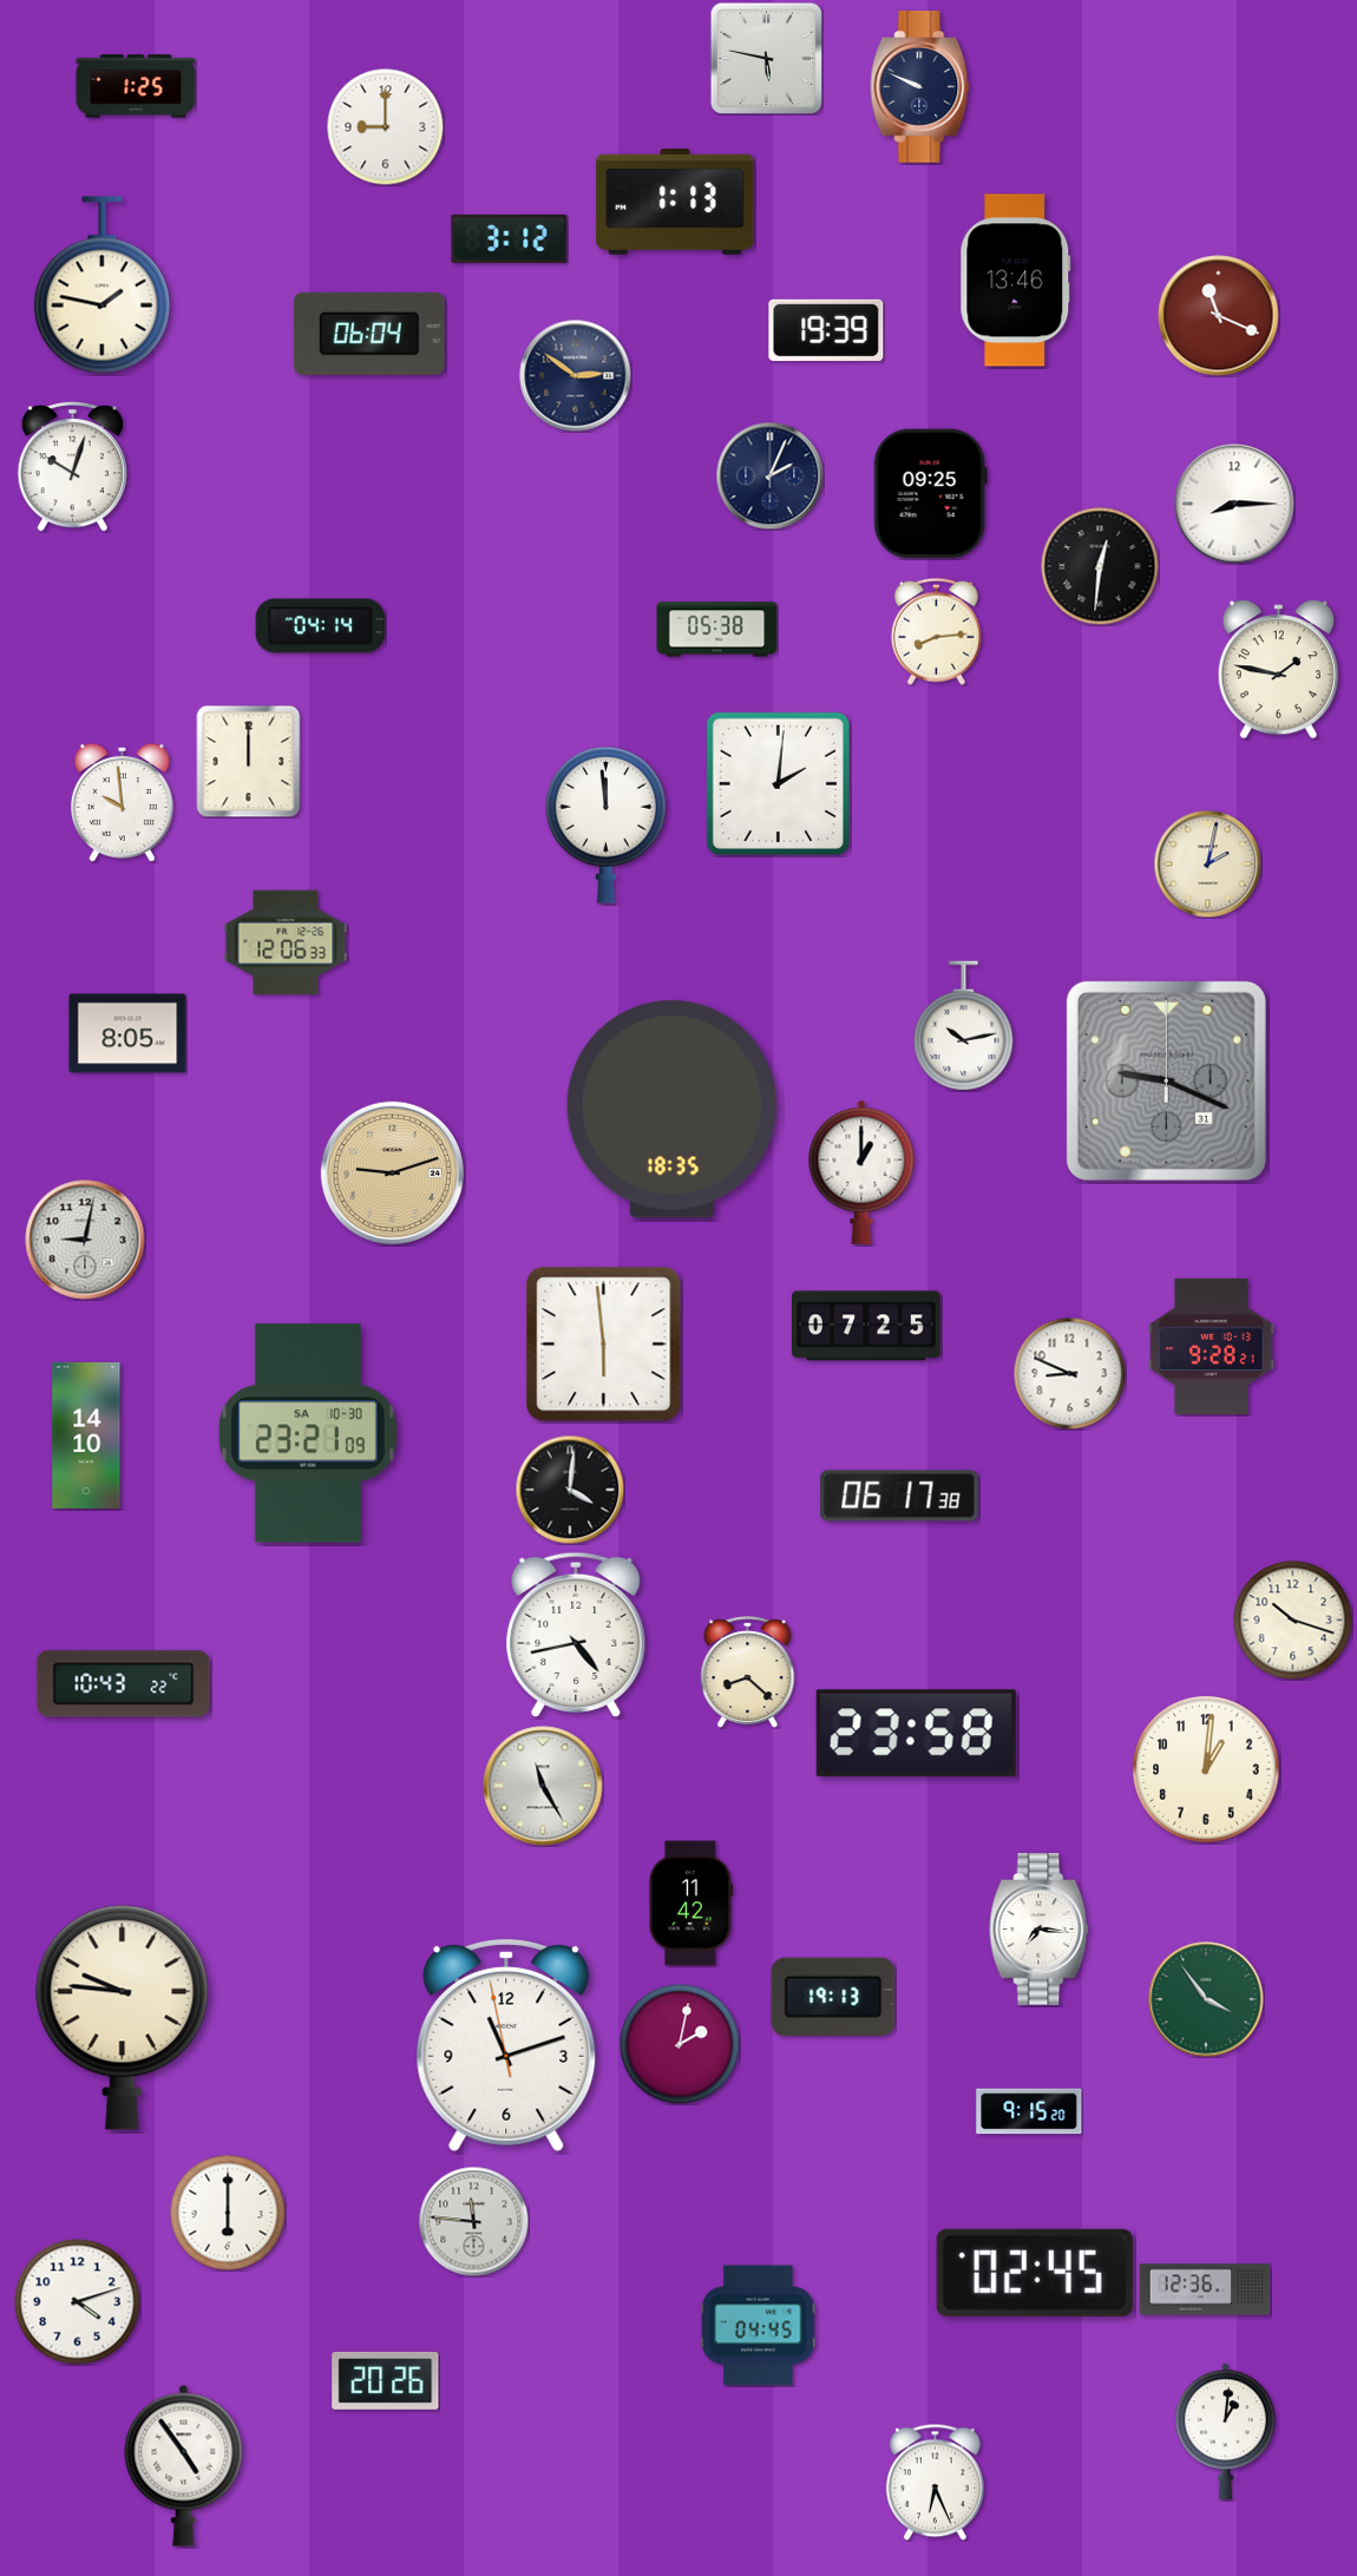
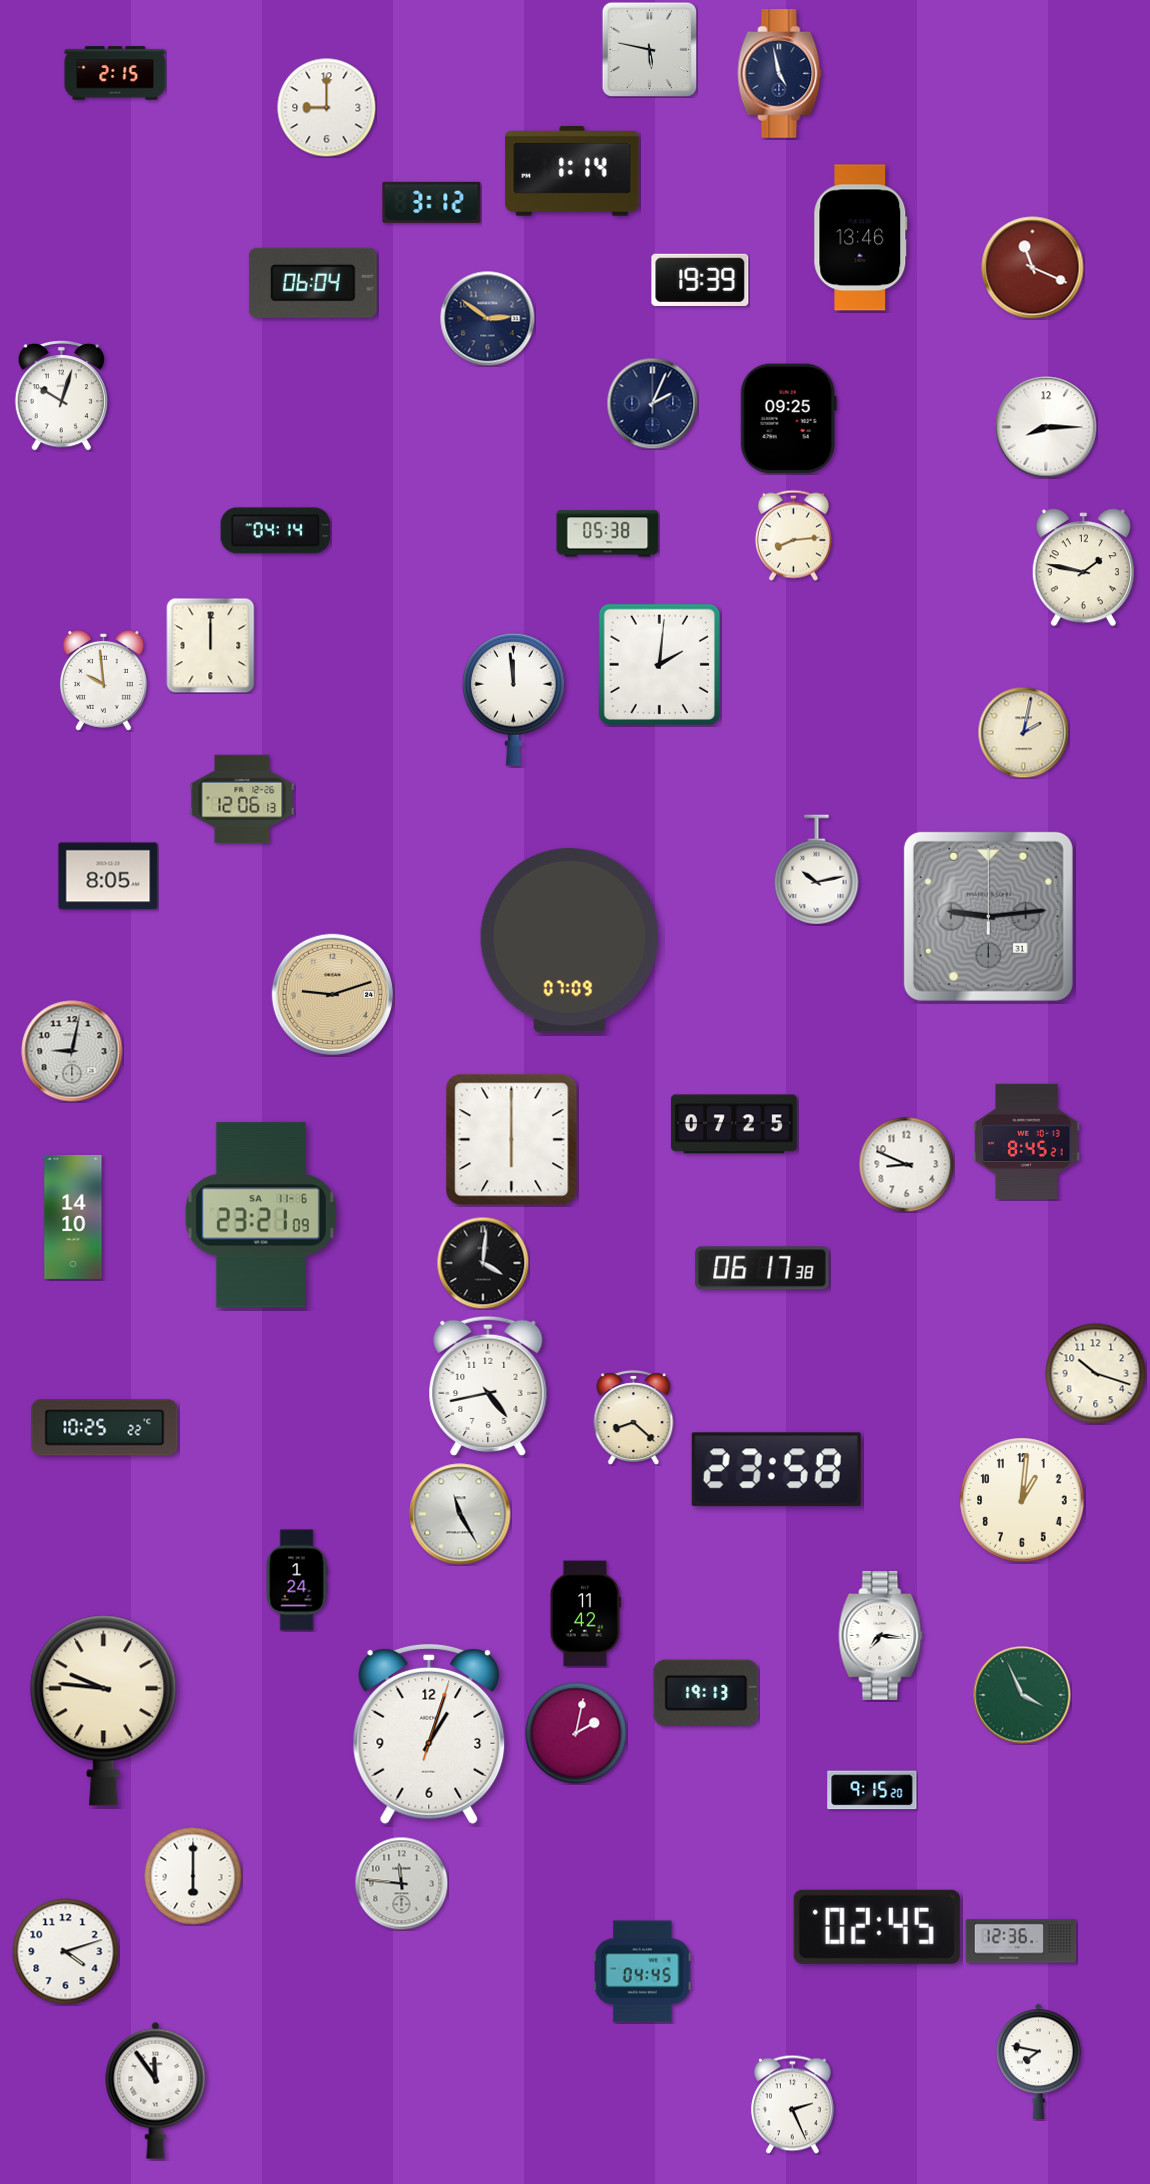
clock at (136, 86): 1:25 -> 2:15
clock at (920, 87): 9:49 -> 4:58
clock at (675, 202): 1:13 -> 1:14
clock at (101, 285): 1:47 -> none
clock at (1100, 566): 12:31 -> none
clock at (321, 626) position: (321, 626) -> (276, 531)
clock at (286, 942): 12:06:33 -> 12:06:13
clock at (1166, 1080): 9:19 -> 9:14
clock at (671, 1110): 18:35 -> 07:09
clock at (861, 1172): 1:00 -> none
clock at (604, 1345): 5:59 -> 6:00
clock at (1212, 1346): 9:28 -> 8:45
clock at (308, 1433) date: SA 10-30 -> SA 11-6
clock at (124, 1684): 10:43 -> 10:25
clock at (297, 1580): none -> 1:24
clock at (1206, 1999): 3:54 -> 3:56
clock at (506, 2045): 11:11 -> 1:03
clock at (386, 2380): 20:26 -> none
clock at (1226, 2431): 1:01 -> 7:47
clock at (184, 2465): 4:54 -> 11:54
clock at (935, 2482): 6:26 -> 2:26
